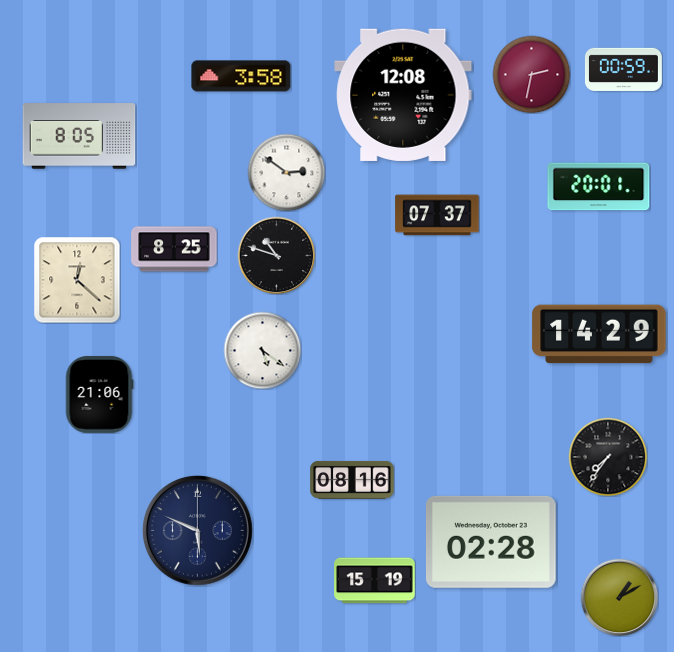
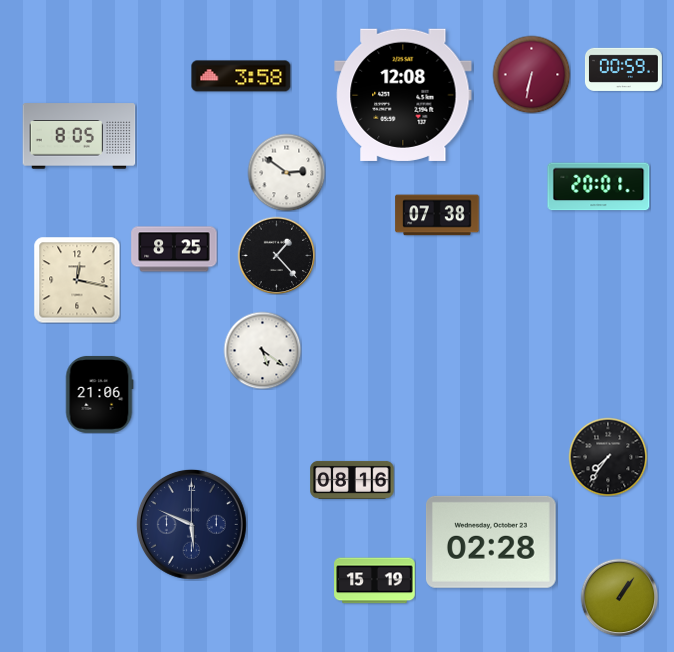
clock at (531, 74): 2:32 -> 6:32
clock at (437, 215): 07:37 -> 07:38
clock at (276, 255): 10:48 -> 1:23
clock at (77, 280): 12:22 -> 12:17
clock at (599, 334): 14:29 -> none
clock at (197, 530) position: (197, 530) -> (191, 524)
clock at (619, 597): 1:10 -> 1:06
